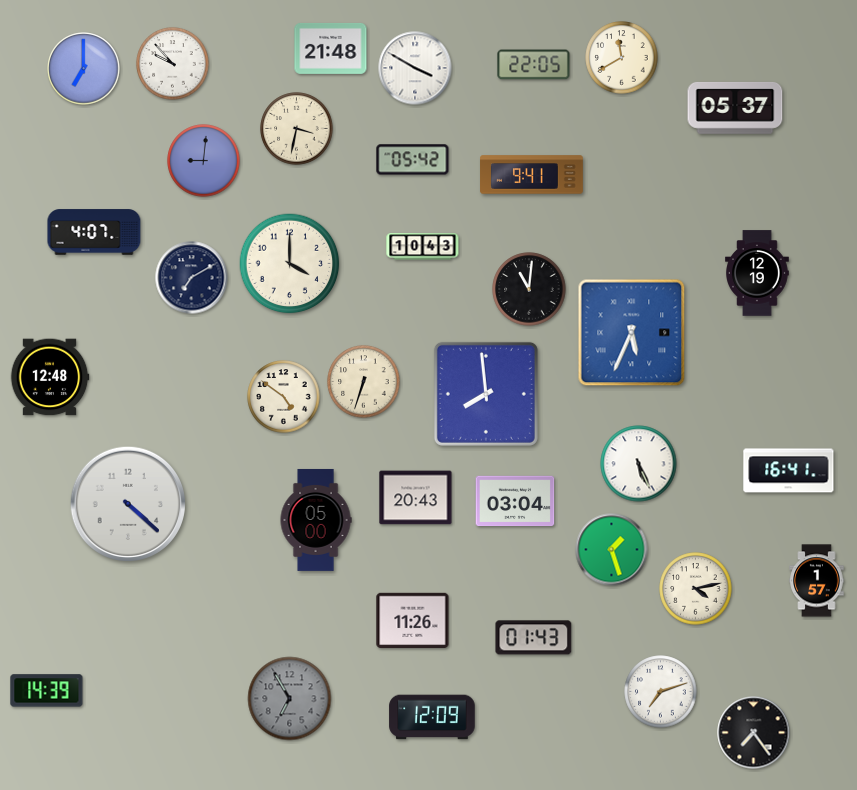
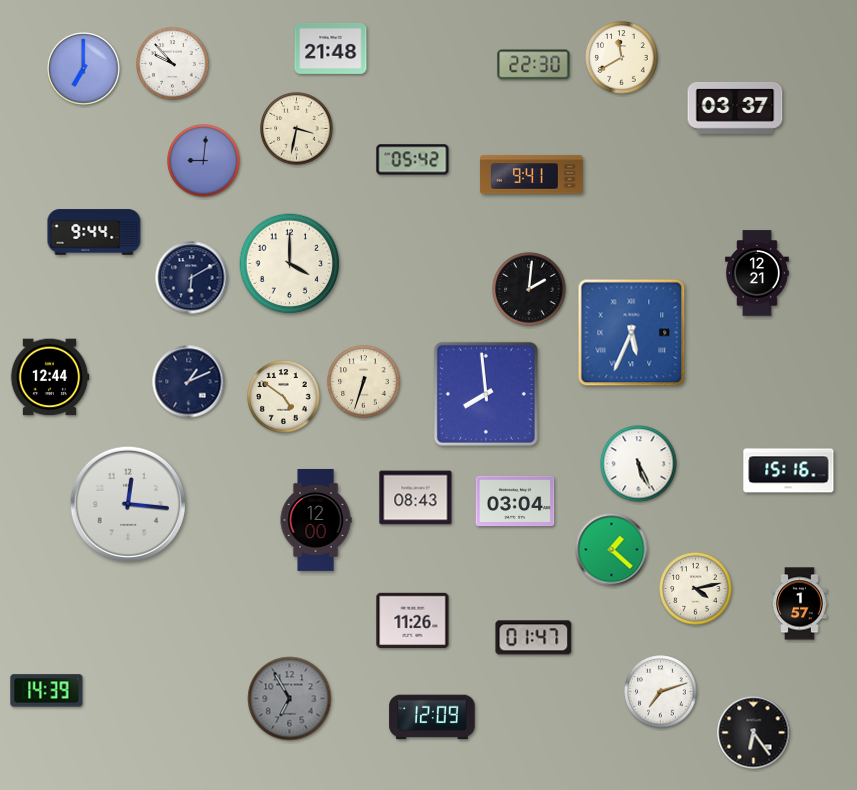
clock at (534, 65): 22:05 -> 22:30
clock at (415, 68): 3:50 -> none
clock at (735, 108): 05:37 -> 03:37
clock at (94, 232): 4:07 -> 9:44
clock at (423, 247): 10:43 -> none
clock at (758, 273): 12:19 -> 12:21
clock at (192, 278): 7:10 -> 6:10
clock at (529, 289): 11:01 -> 2:01
clock at (50, 377): 12:48 -> 12:44
clock at (189, 382): none -> 1:11
clock at (789, 471): 16:41 -> 15:16
clock at (416, 498): 20:43 -> 08:43
clock at (127, 503): 4:22 -> 12:16
clock at (316, 520): 05:00 -> 12:00
clock at (612, 550): 1:27 -> 1:22
clock at (817, 581) position: (817, 581) -> (800, 604)
clock at (534, 638): 01:43 -> 01:47
clock at (754, 733): 7:24 -> 6:24
